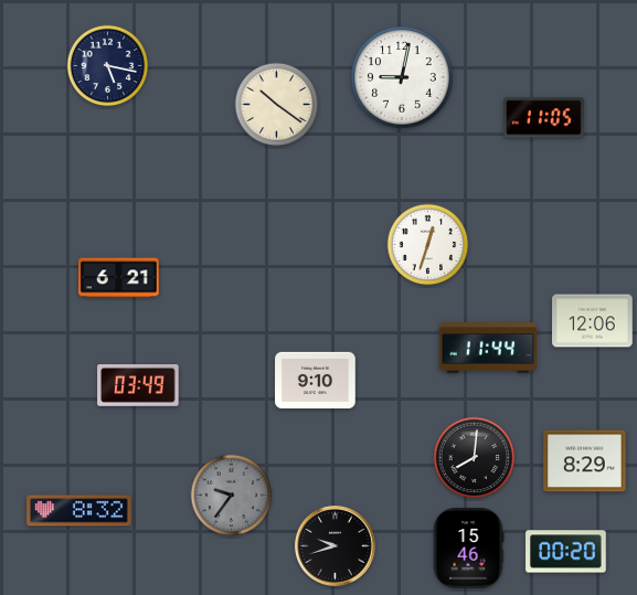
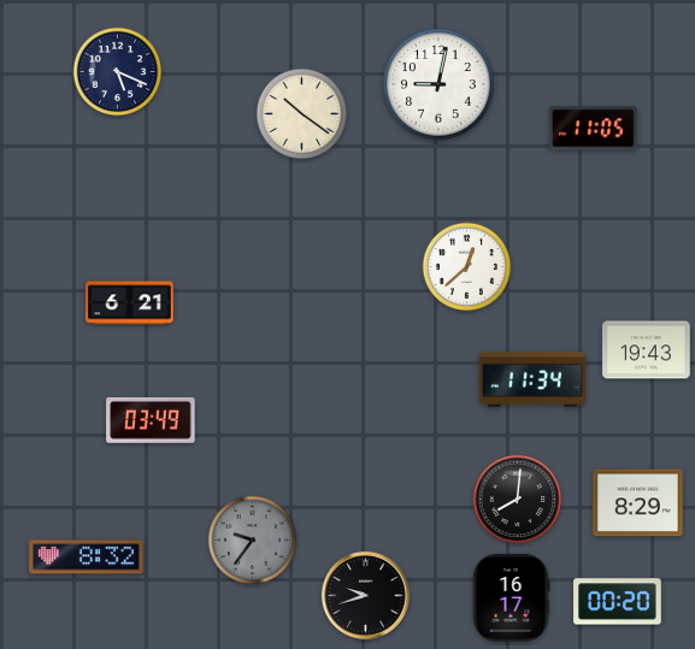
clock at (108, 66): 5:17 -> 5:19
clock at (428, 245): 12:33 -> 12:38
clock at (593, 321): 12:06 -> 19:43
clock at (488, 348): 11:44 -> 11:34
clock at (316, 381): 9:10 -> none
clock at (468, 549): 15:46 -> 16:17
